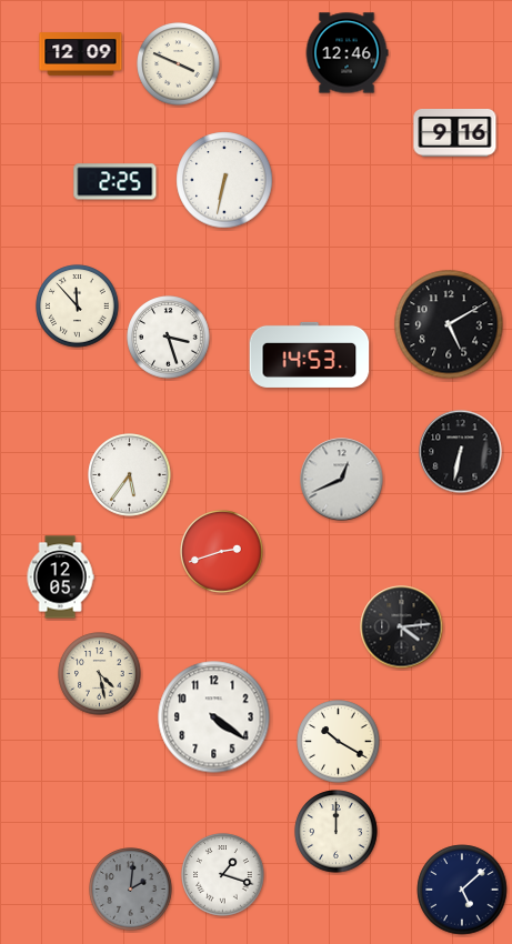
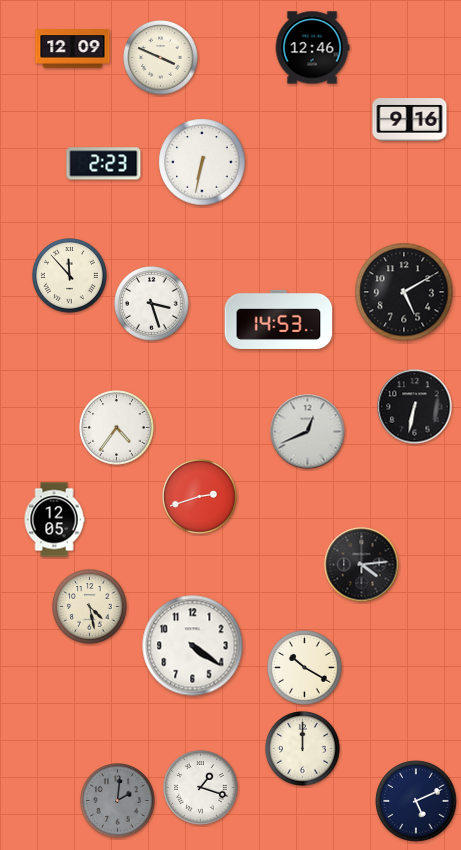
clock at (116, 182): 2:25 -> 2:23
clock at (130, 475): 5:36 -> 4:36
clock at (462, 890): 5:08 -> 5:11
